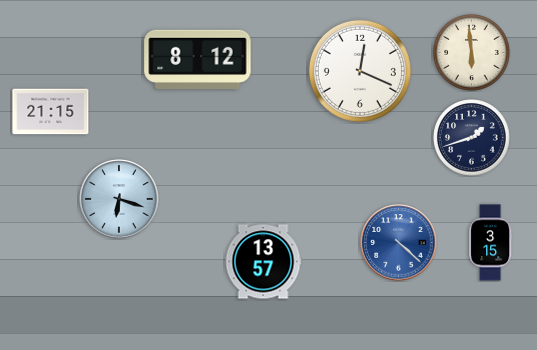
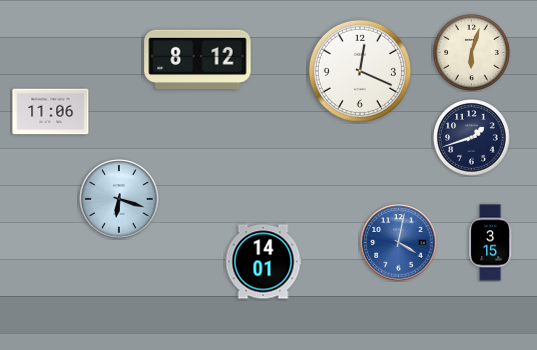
clock at (472, 53): 5:59 -> 6:03
clock at (51, 112): 21:15 -> 11:06
clock at (399, 243): 4:22 -> 4:02
clock at (263, 262): 13:57 -> 14:01
